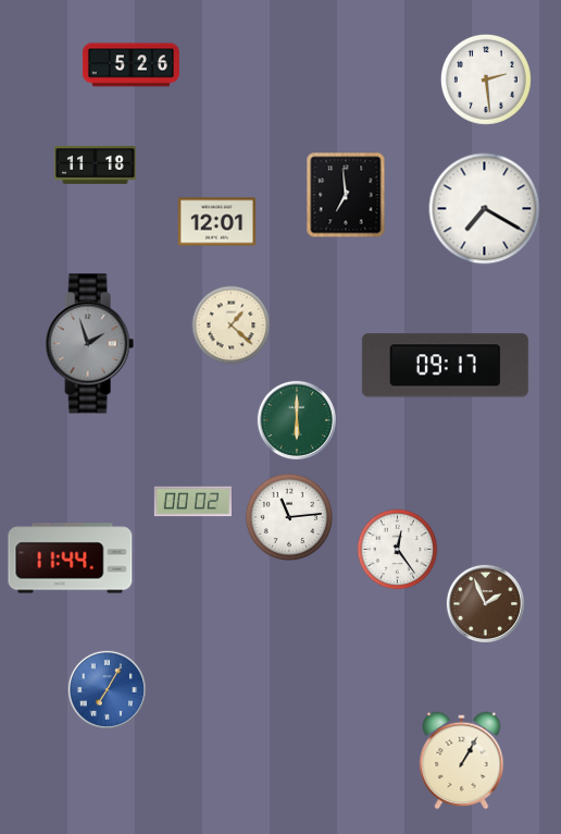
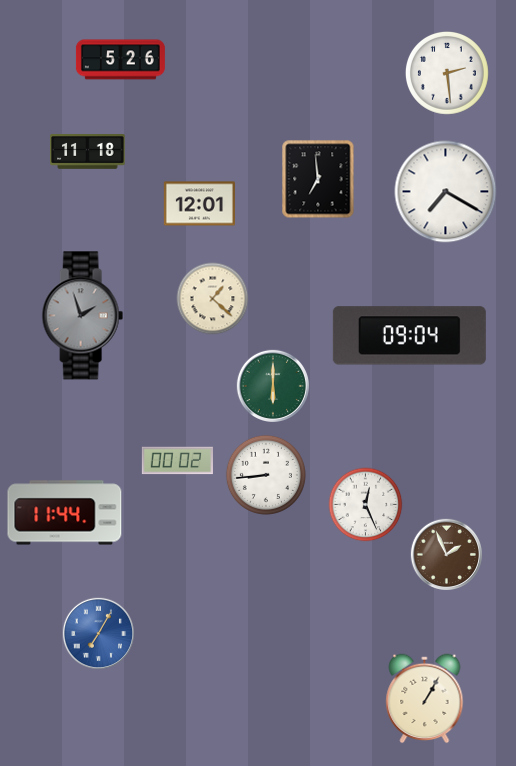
clock at (445, 366): 09:17 -> 09:04
clock at (289, 517): 11:14 -> 8:44
clock at (398, 550): 12:24 -> 12:26
